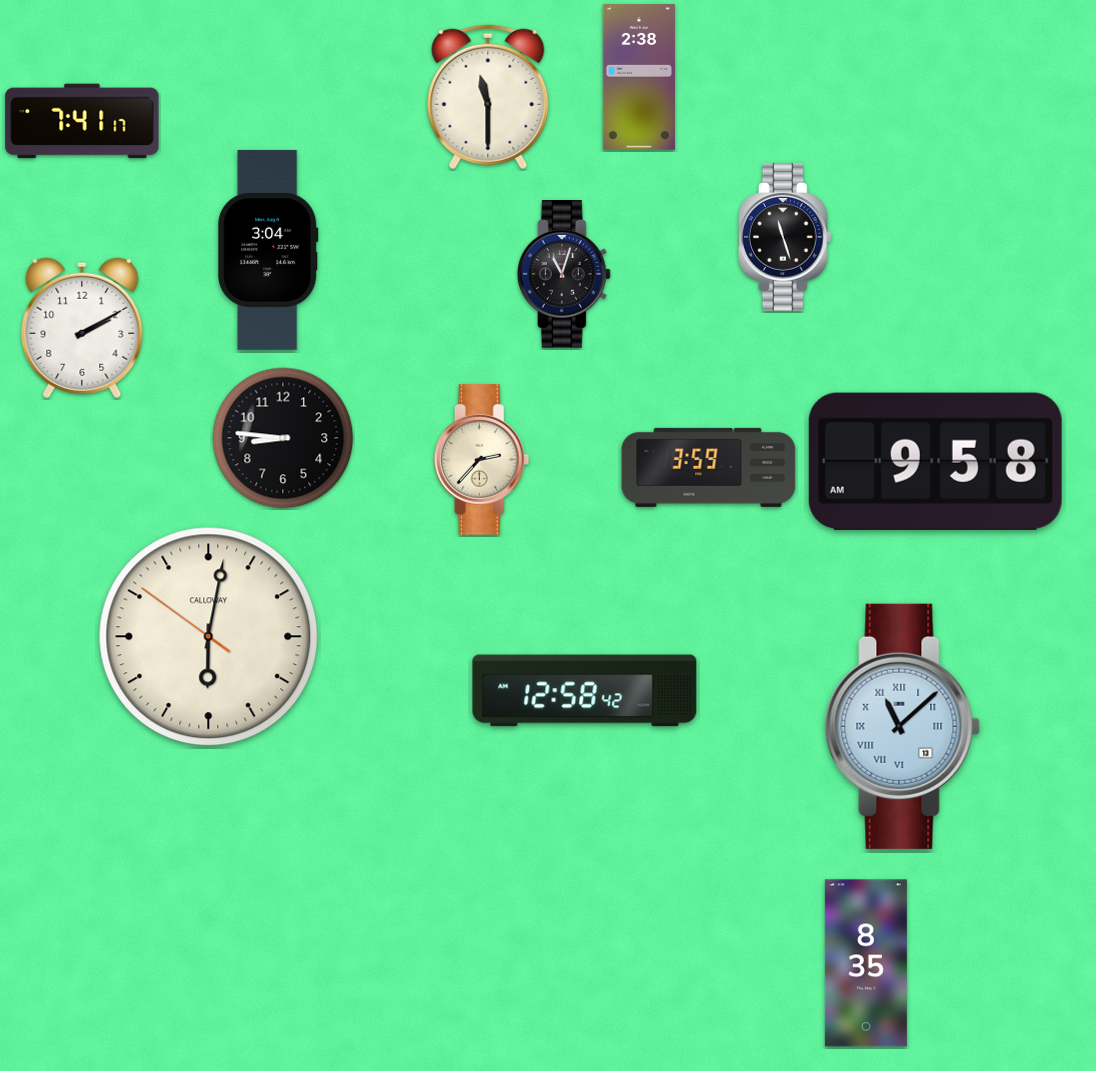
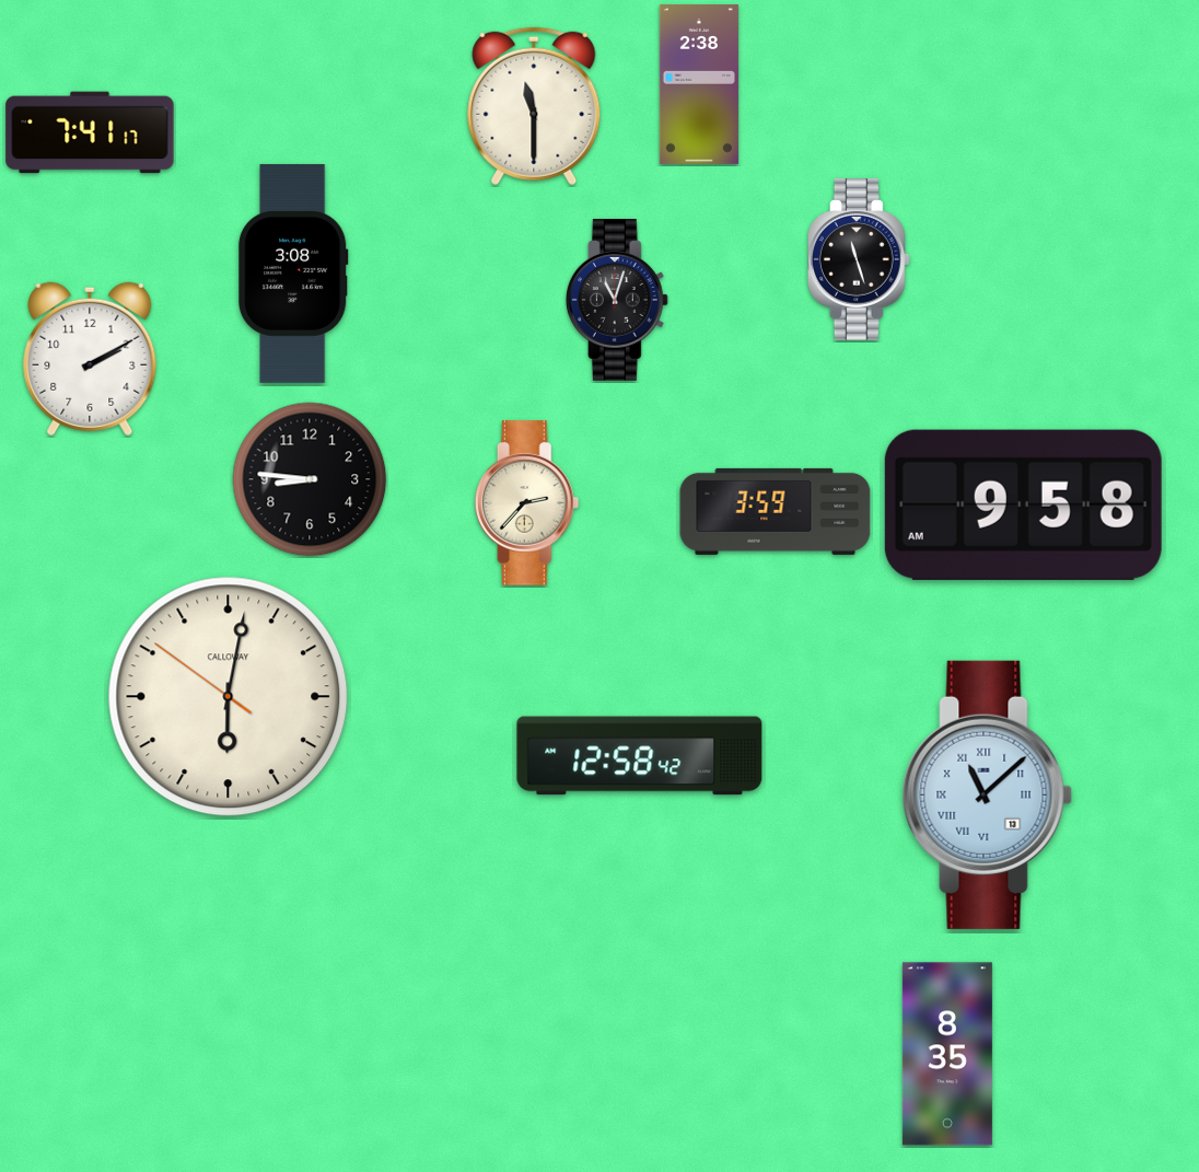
clock at (268, 250): 3:04 -> 3:08
